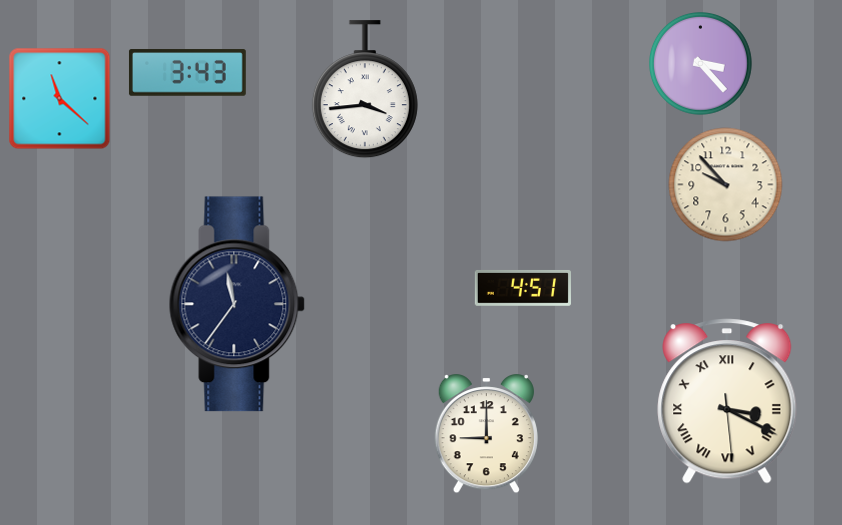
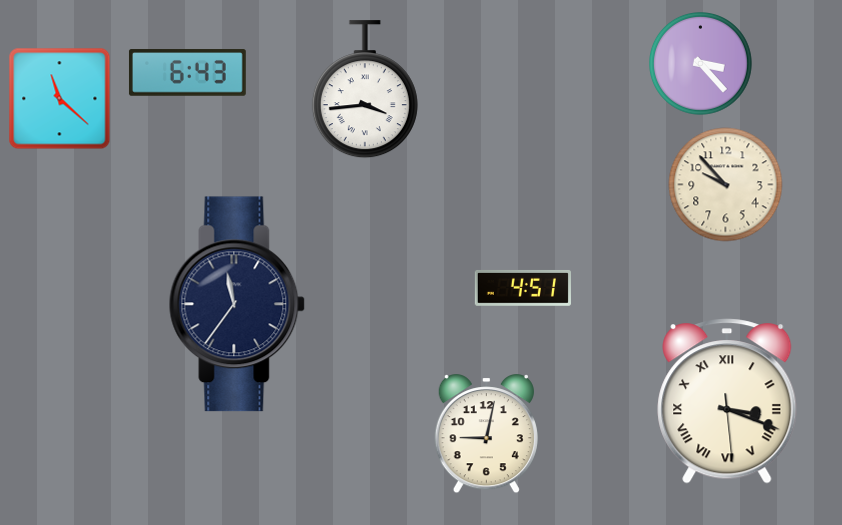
clock at (187, 73): 3:43 -> 6:43
clock at (727, 401): 3:19 -> 3:18
clock at (486, 434): 9:00 -> 9:02
